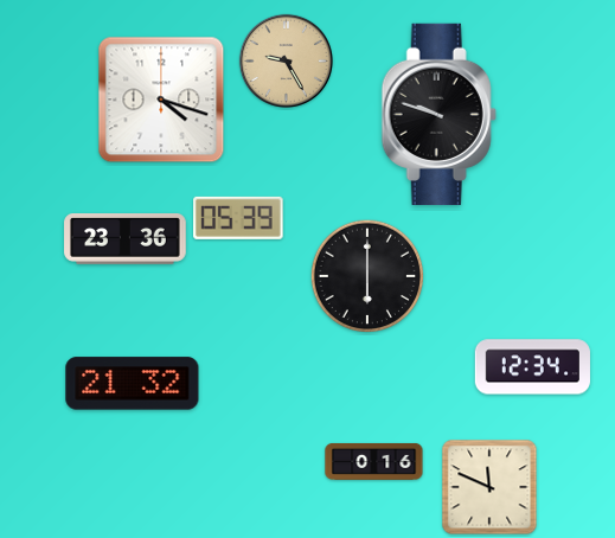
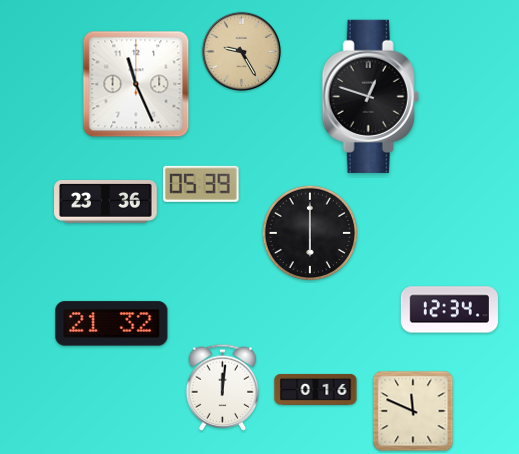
clock at (161, 100): 4:18 -> 11:26
clock at (438, 114): 9:48 -> 12:48
clock at (223, 387): none -> 12:01
